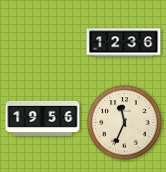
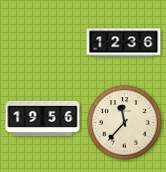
clock at (125, 123): 11:34 -> 11:37
